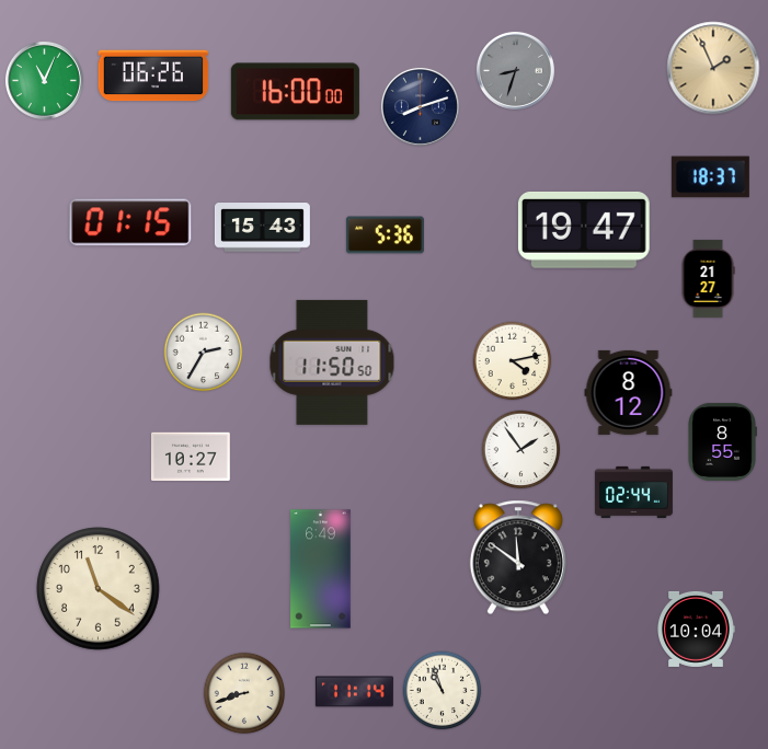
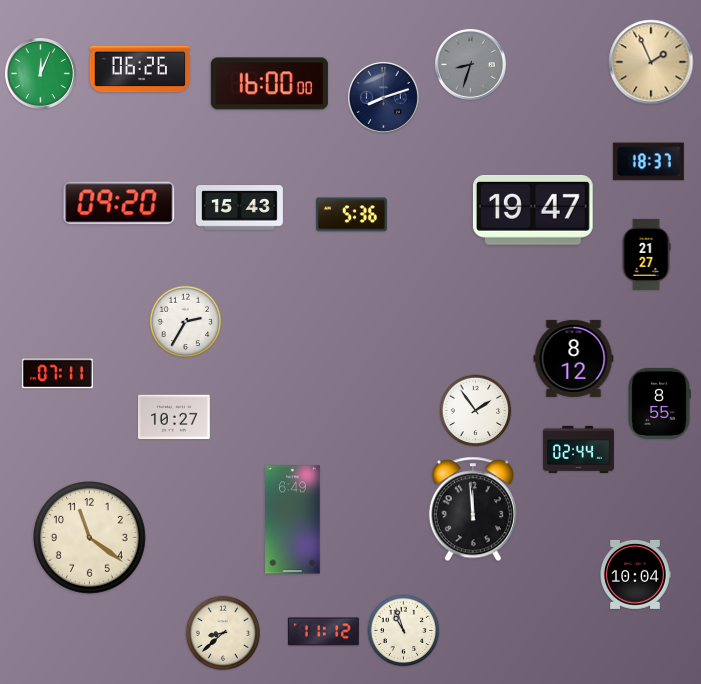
clock at (44, 80): 11:04 -> 12:04
clock at (130, 222): 01:15 -> 09:20
clock at (513, 361): 4:13 -> none
clock at (332, 362): 11:50 -> none
clock at (57, 374): none -> 07:11
clock at (518, 557): 11:51 -> 11:59
clock at (354, 692): 11:14 -> 11:12
clock at (244, 693): 8:42 -> 8:38
